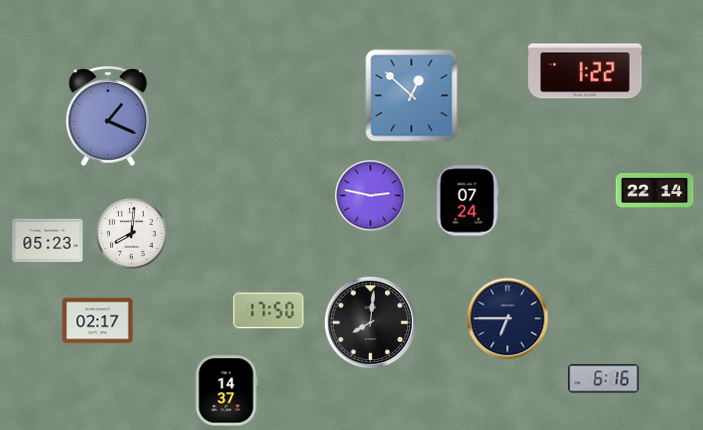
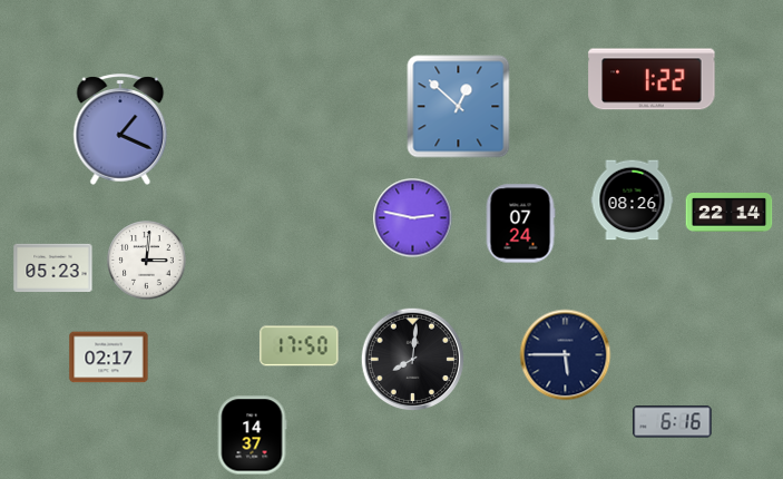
clock at (633, 201): none -> 08:26
clock at (132, 234): 8:01 -> 3:01
clock at (508, 319): 6:45 -> 5:45
